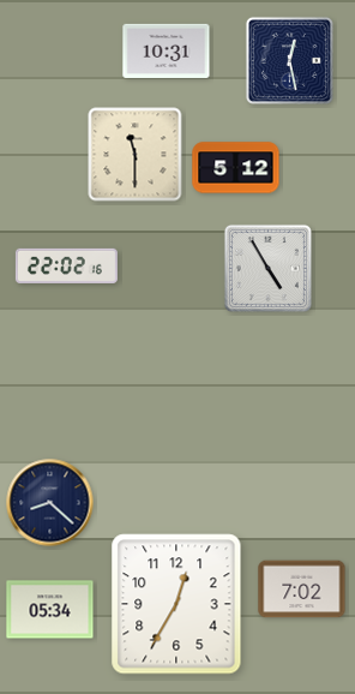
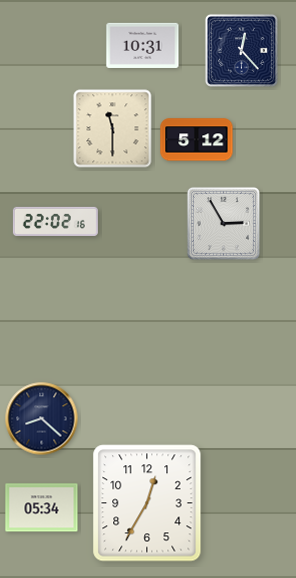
clock at (167, 50) position: (167, 50) -> (143, 45)
clock at (289, 60): 12:28 -> 12:23
clock at (267, 268): 4:55 -> 2:55
clock at (302, 590): 7:02 -> none
